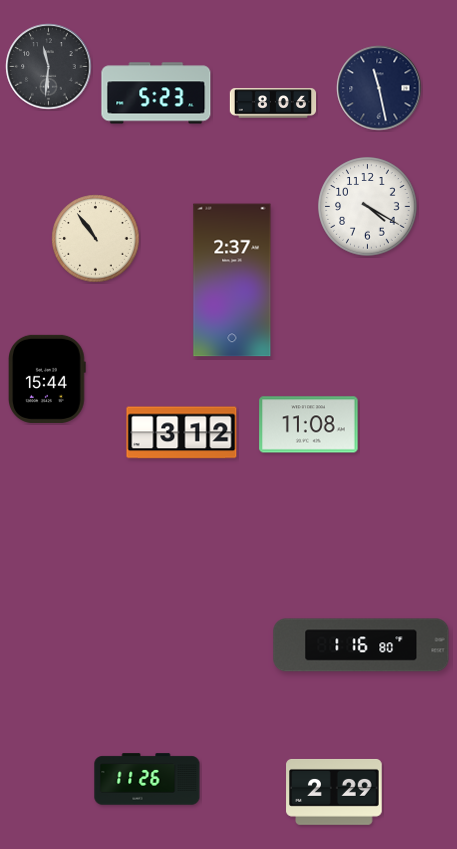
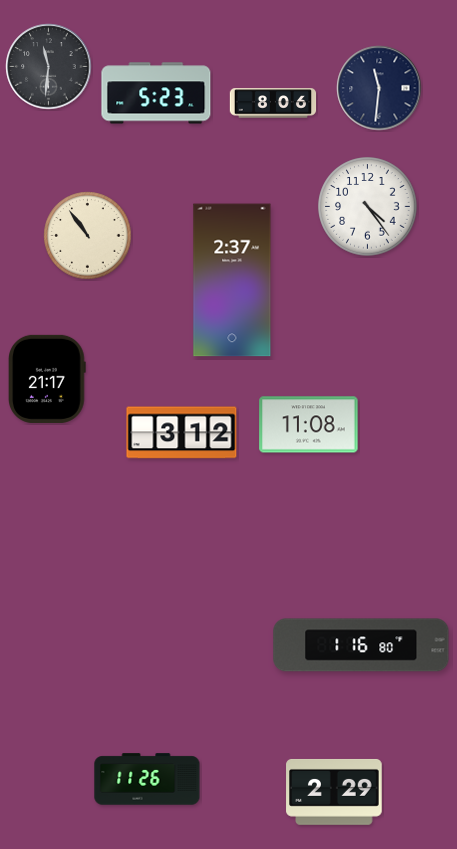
clock at (379, 88): 11:28 -> 11:31
clock at (368, 207): 4:20 -> 4:24
clock at (96, 239) position: (96, 239) -> (88, 236)
clock at (47, 379): 15:44 -> 21:17
